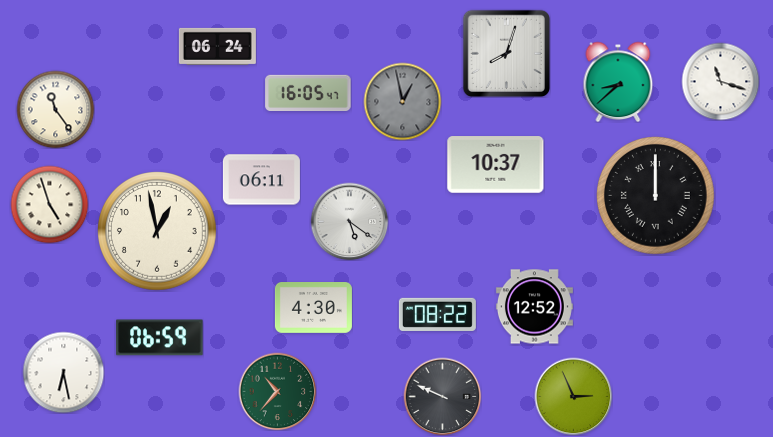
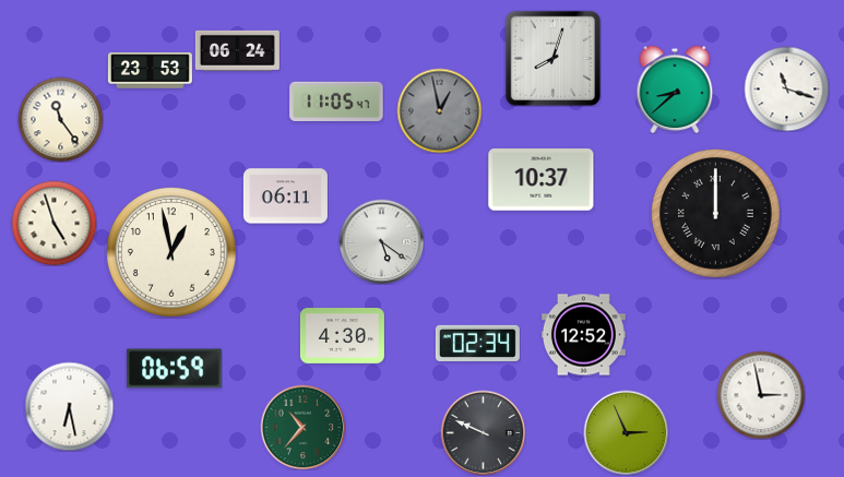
clock at (150, 71): none -> 23:53
clock at (308, 92): 16:05 -> 11:05
clock at (437, 314): 08:22 -> 02:34
clock at (761, 395): none -> 2:58
